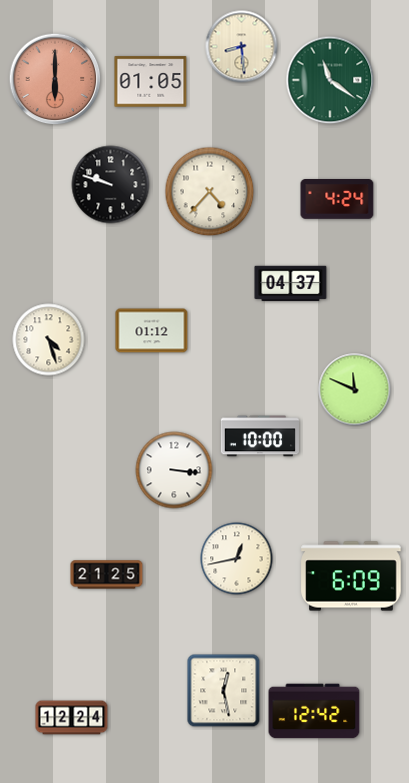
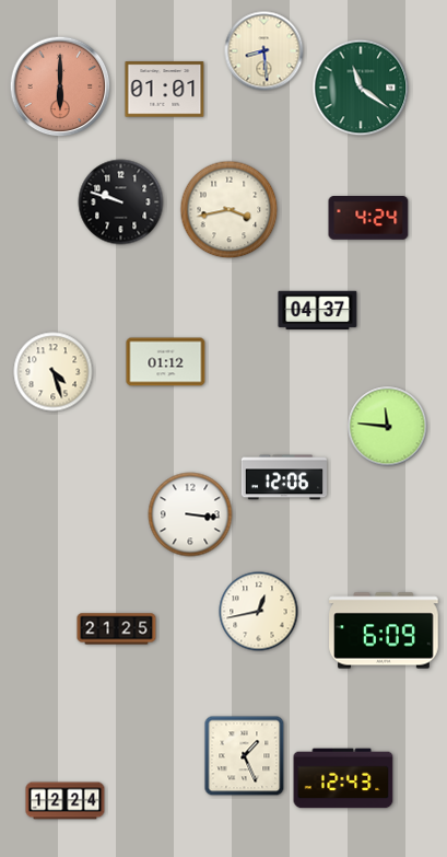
clock at (151, 82): 01:05 -> 01:01
clock at (210, 192): 4:37 -> 3:43
clock at (355, 390): 11:49 -> 11:46
clock at (260, 436): 10:00 -> 12:06
clock at (224, 691): 12:28 -> 1:26
clock at (314, 711): 12:42 -> 12:43
clock at (72, 718) position: (72, 718) -> (66, 801)
